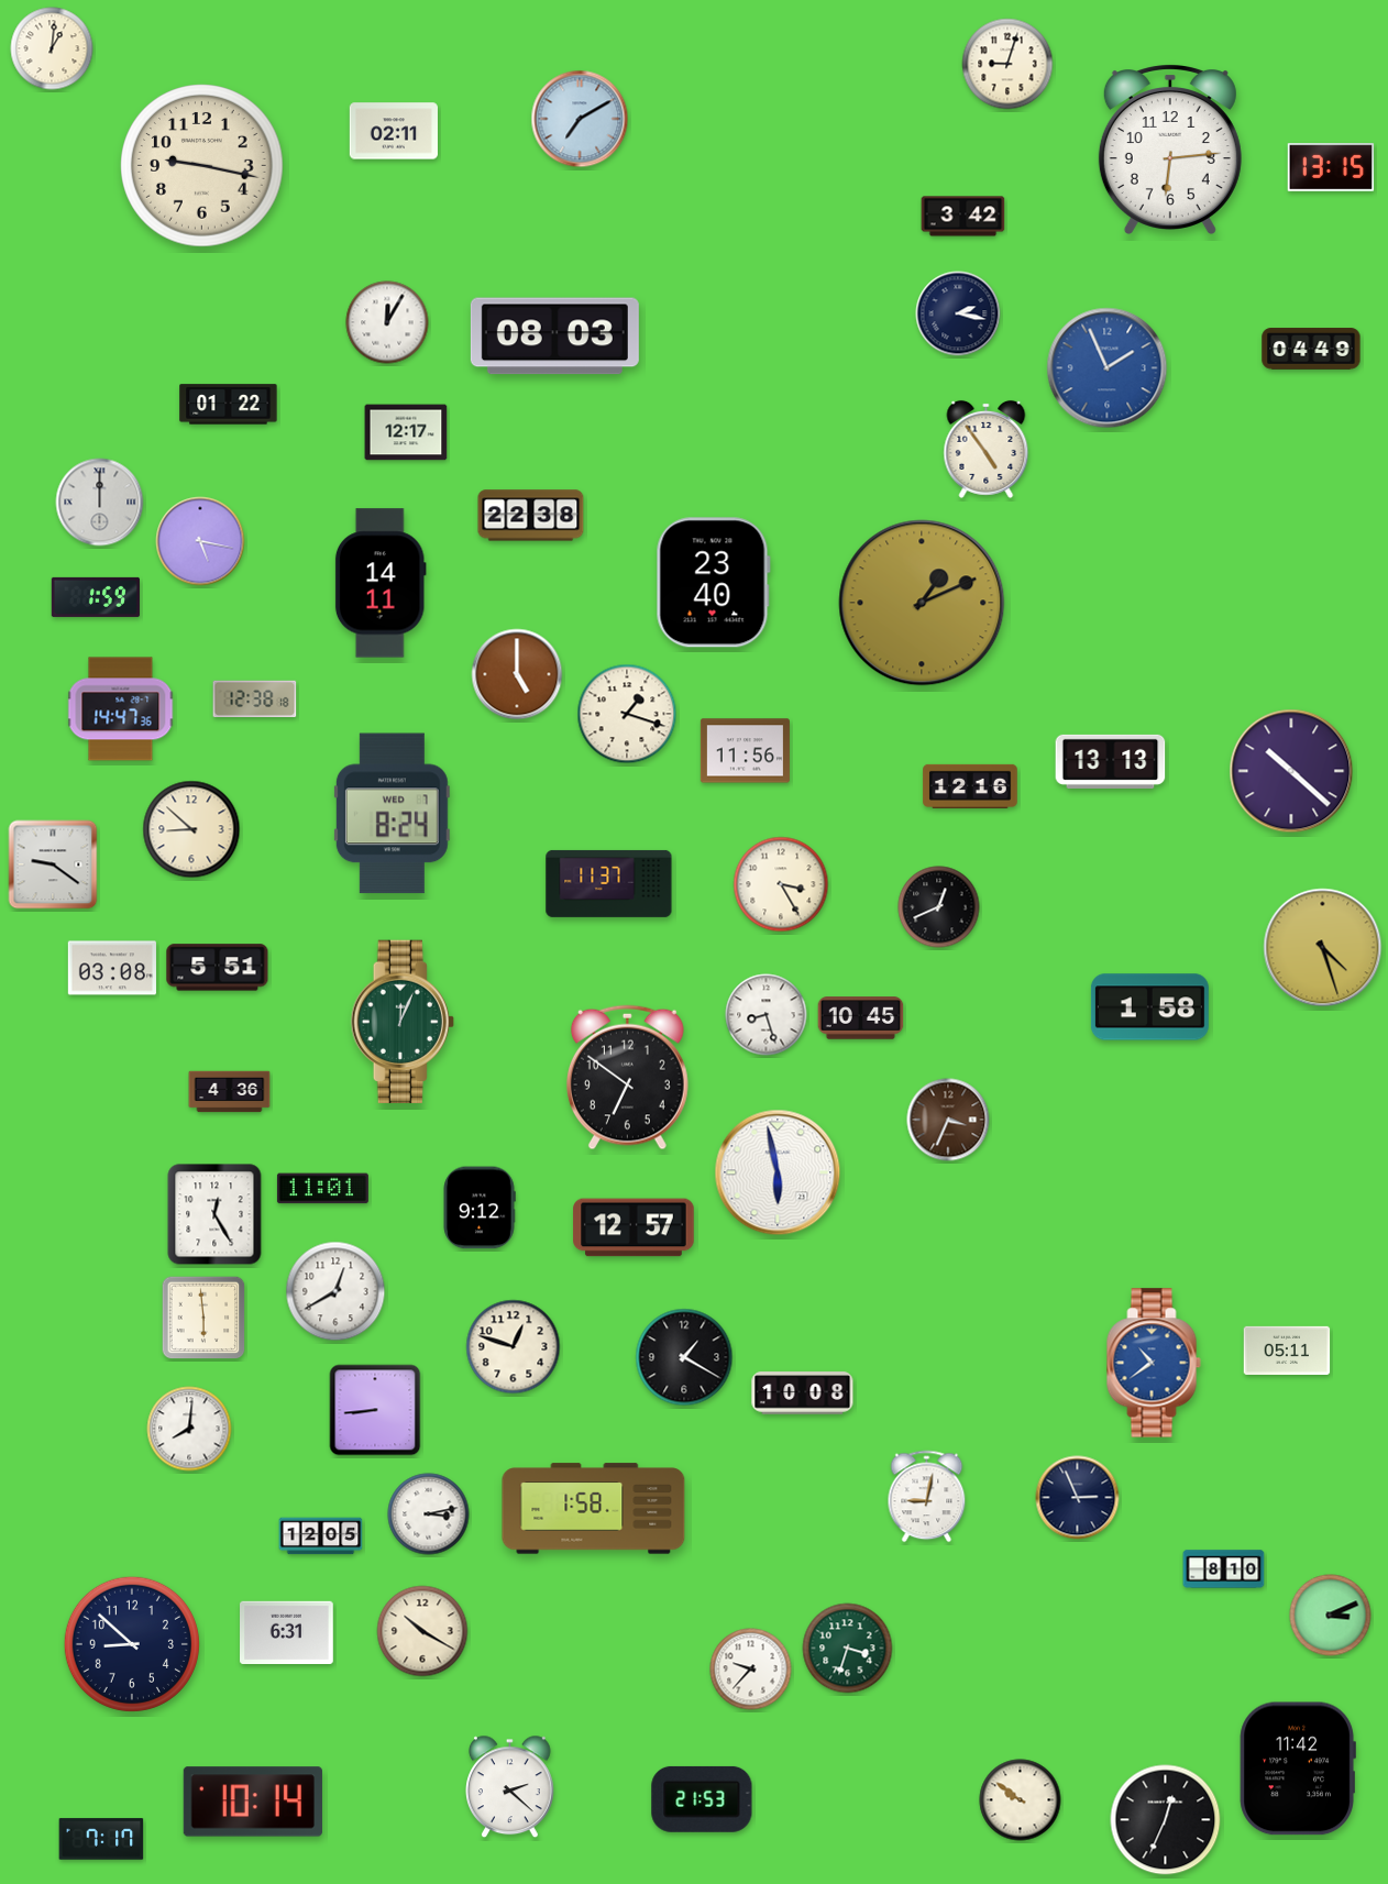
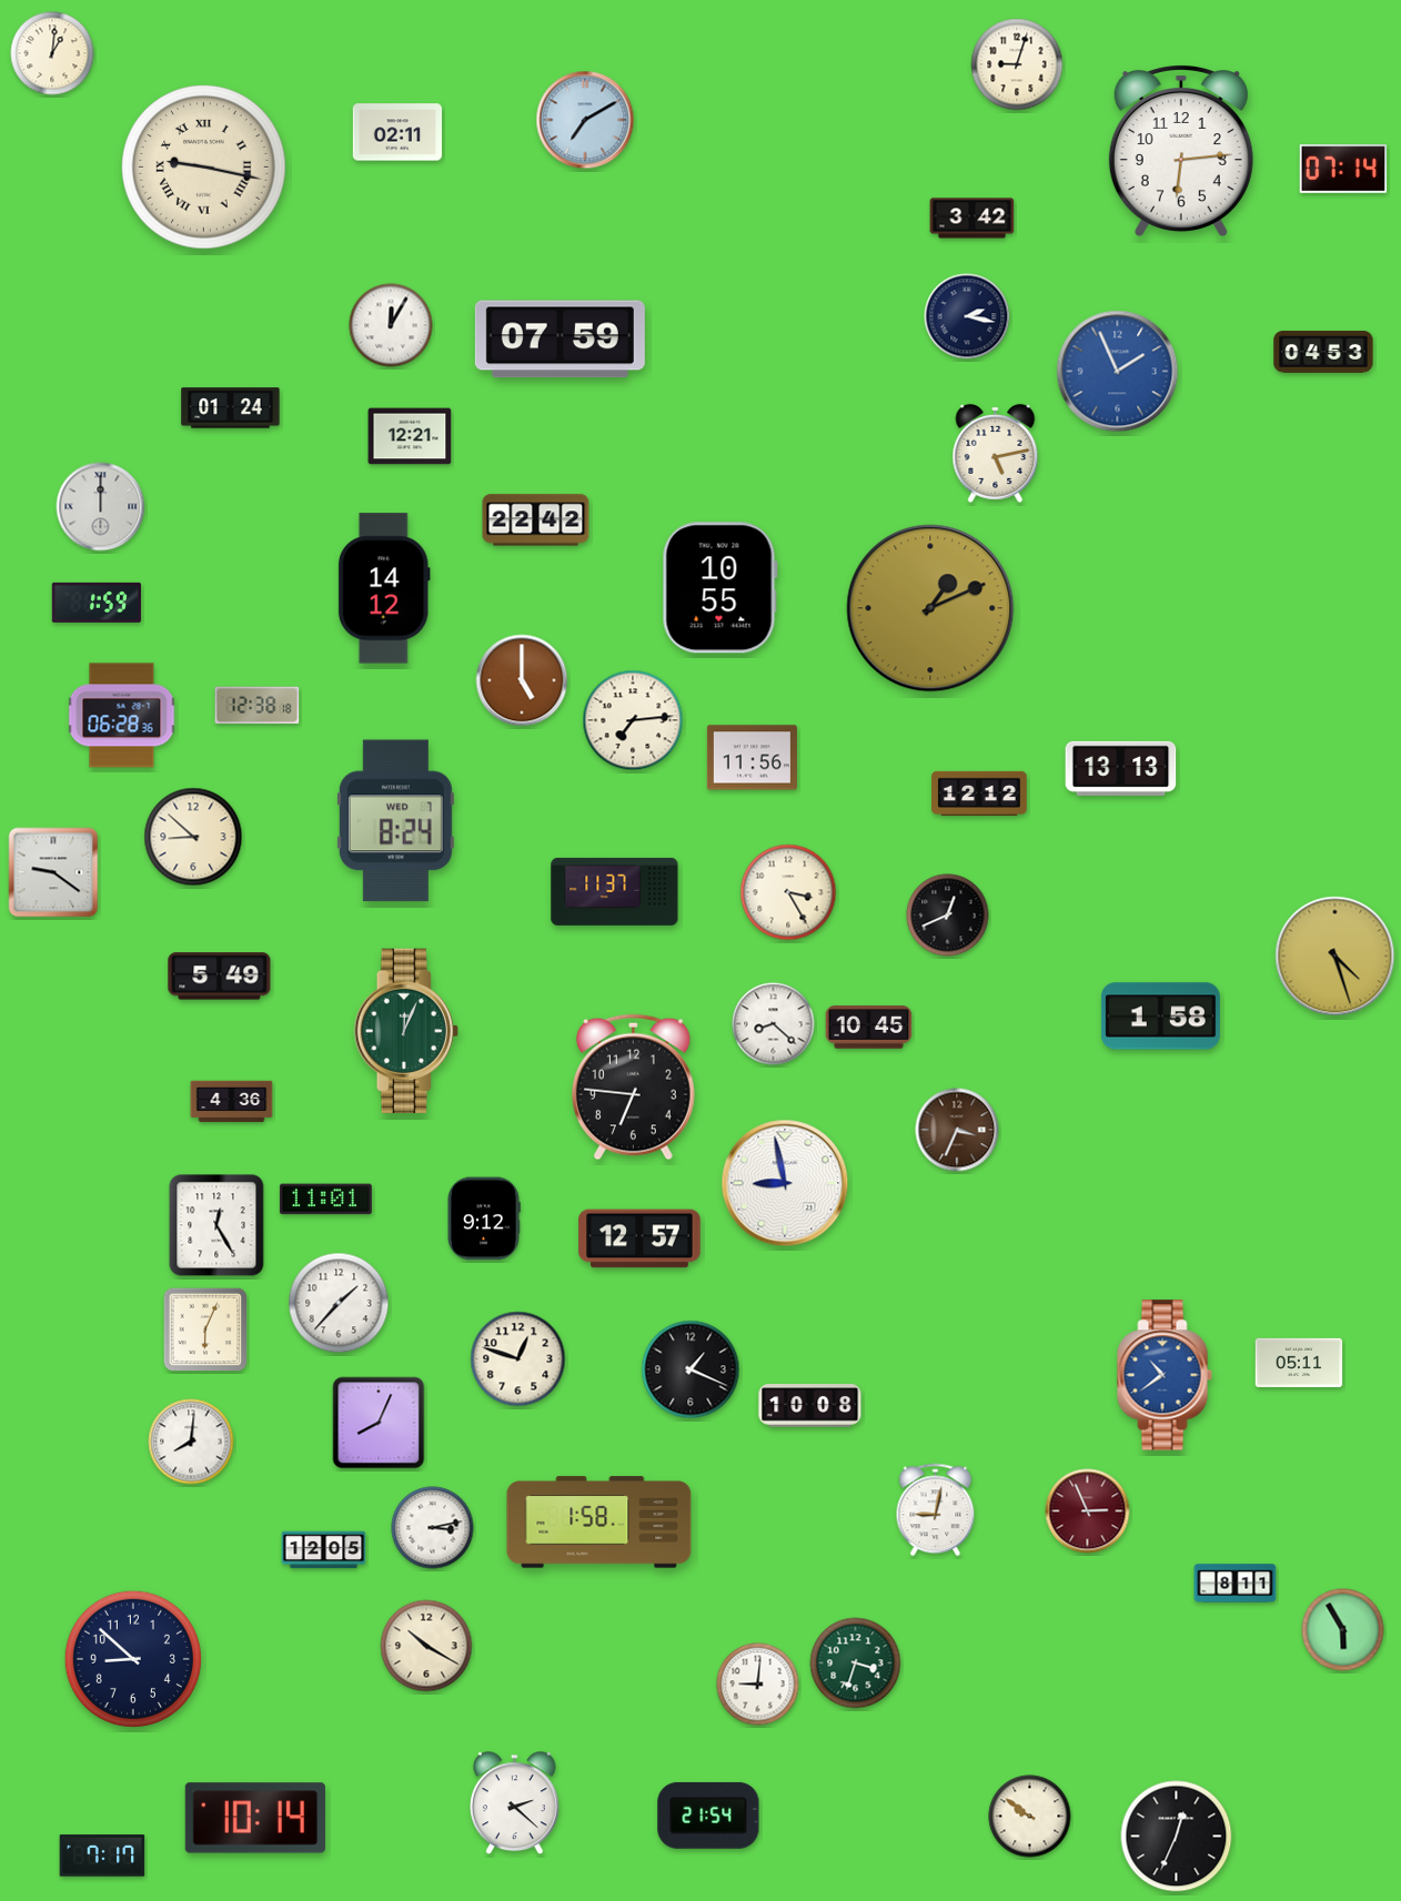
clock at (52, 48) position: (52, 48) -> (52, 53)
clock at (202, 166) numerals: Arabic -> Roman
clock at (1331, 167): 13:15 -> 07:14
clock at (554, 337): 08:03 -> 07:59
clock at (1311, 349): 04:49 -> 04:53
clock at (229, 405): 01:22 -> 01:24
clock at (406, 432): 12:17 -> 12:21
clock at (987, 449): 4:54 -> 5:13
clock at (531, 516): 22:38 -> 22:42
clock at (200, 541): 5:17 -> none
clock at (381, 583): 14:11 -> 14:12
clock at (713, 583): 23:40 -> 10:55
clock at (121, 709): 14:47 -> 06:28
clock at (627, 714): 1:18 -> 7:14
clock at (1291, 771): 10:22 -> none
clock at (970, 786): 12:16 -> 12:12
clock at (112, 968): 03:08 -> none
clock at (218, 968): 5:51 -> 5:49
clock at (767, 1015): 8:27 -> 8:22
clock at (627, 1078): 6:51 -> 6:46
clock at (778, 1172): 5:58 -> 8:58
clock at (335, 1291): 12:40 -> 1:37
clock at (203, 1318): 5:59 -> 6:04
clock at (684, 1357): 1:20 -> 1:19
clock at (375, 1410): 8:44 -> 8:04
clock at (1078, 1498) dial: navy -> burgundy
clock at (1224, 1569): 8:10 -> 8:11
clock at (1331, 1616): 3:11 -> 5:55
clock at (287, 1633): 6:31 -> none
clock at (751, 1670): 9:37 -> 9:01
clock at (1298, 1769): 11:42 -> none
clock at (702, 1799): 21:53 -> 21:54
